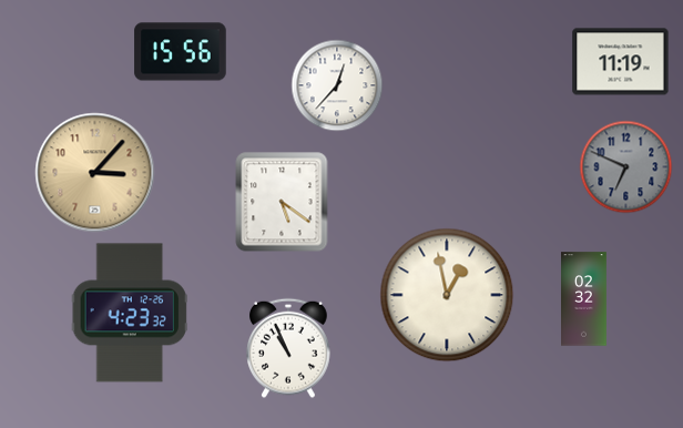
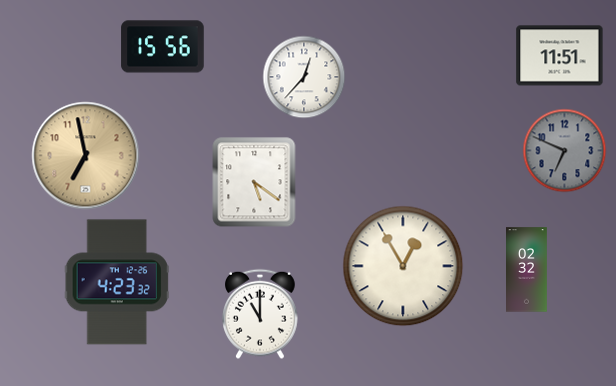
clock at (621, 62): 11:19 -> 11:51
clock at (95, 173): 3:07 -> 6:58
clock at (447, 295): 12:58 -> 12:55
clock at (289, 348): 10:56 -> 11:00
